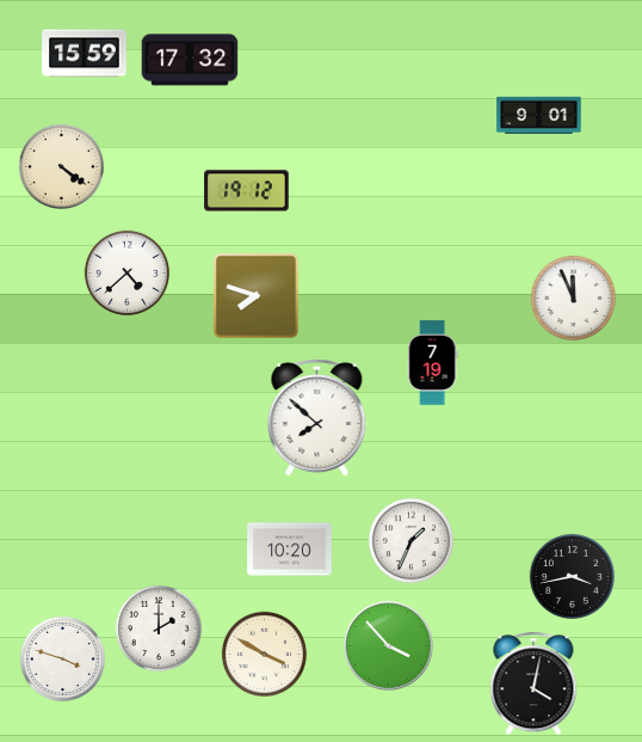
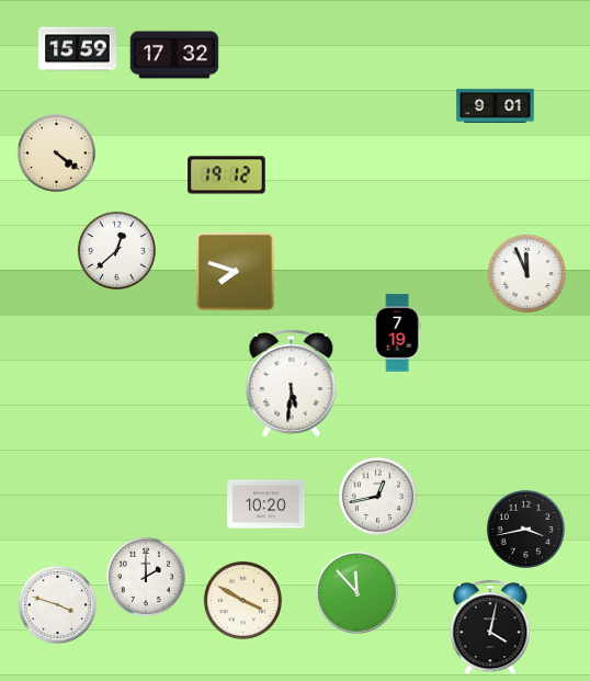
clock at (126, 272): 4:38 -> 12:38
clock at (317, 418): 7:52 -> 5:31
clock at (410, 540): 1:34 -> 12:43
clock at (389, 646): 3:53 -> 11:53
